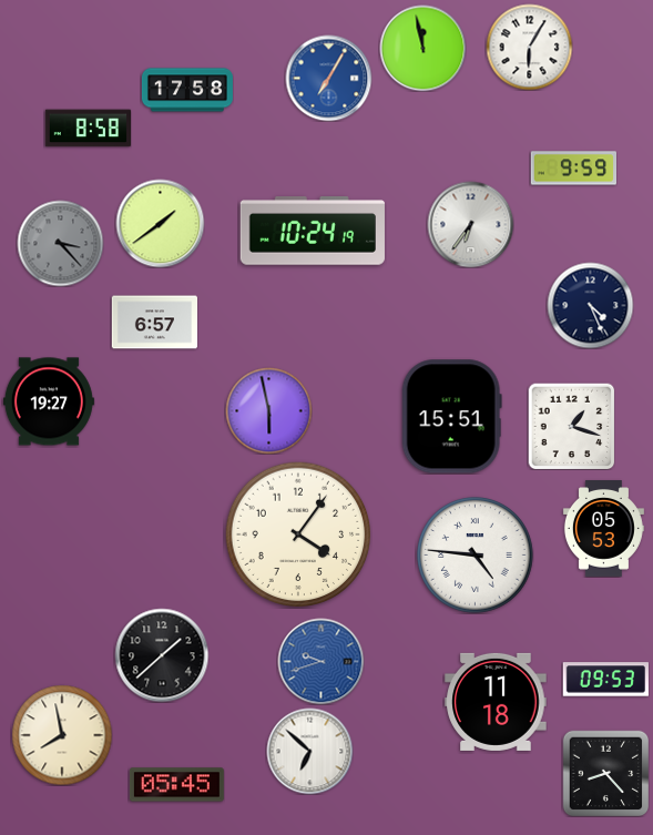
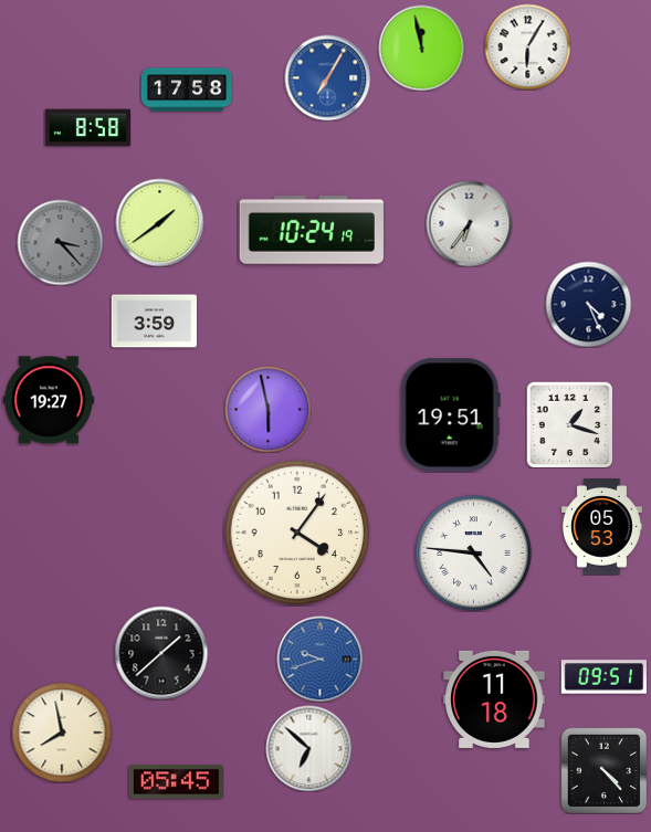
clock at (573, 169): 9:59 -> none
clock at (154, 323): 6:57 -> 3:59
clock at (451, 417): 15:51 -> 19:51
clock at (605, 680): 09:53 -> 09:51
clock at (605, 773): 8:23 -> 4:23
